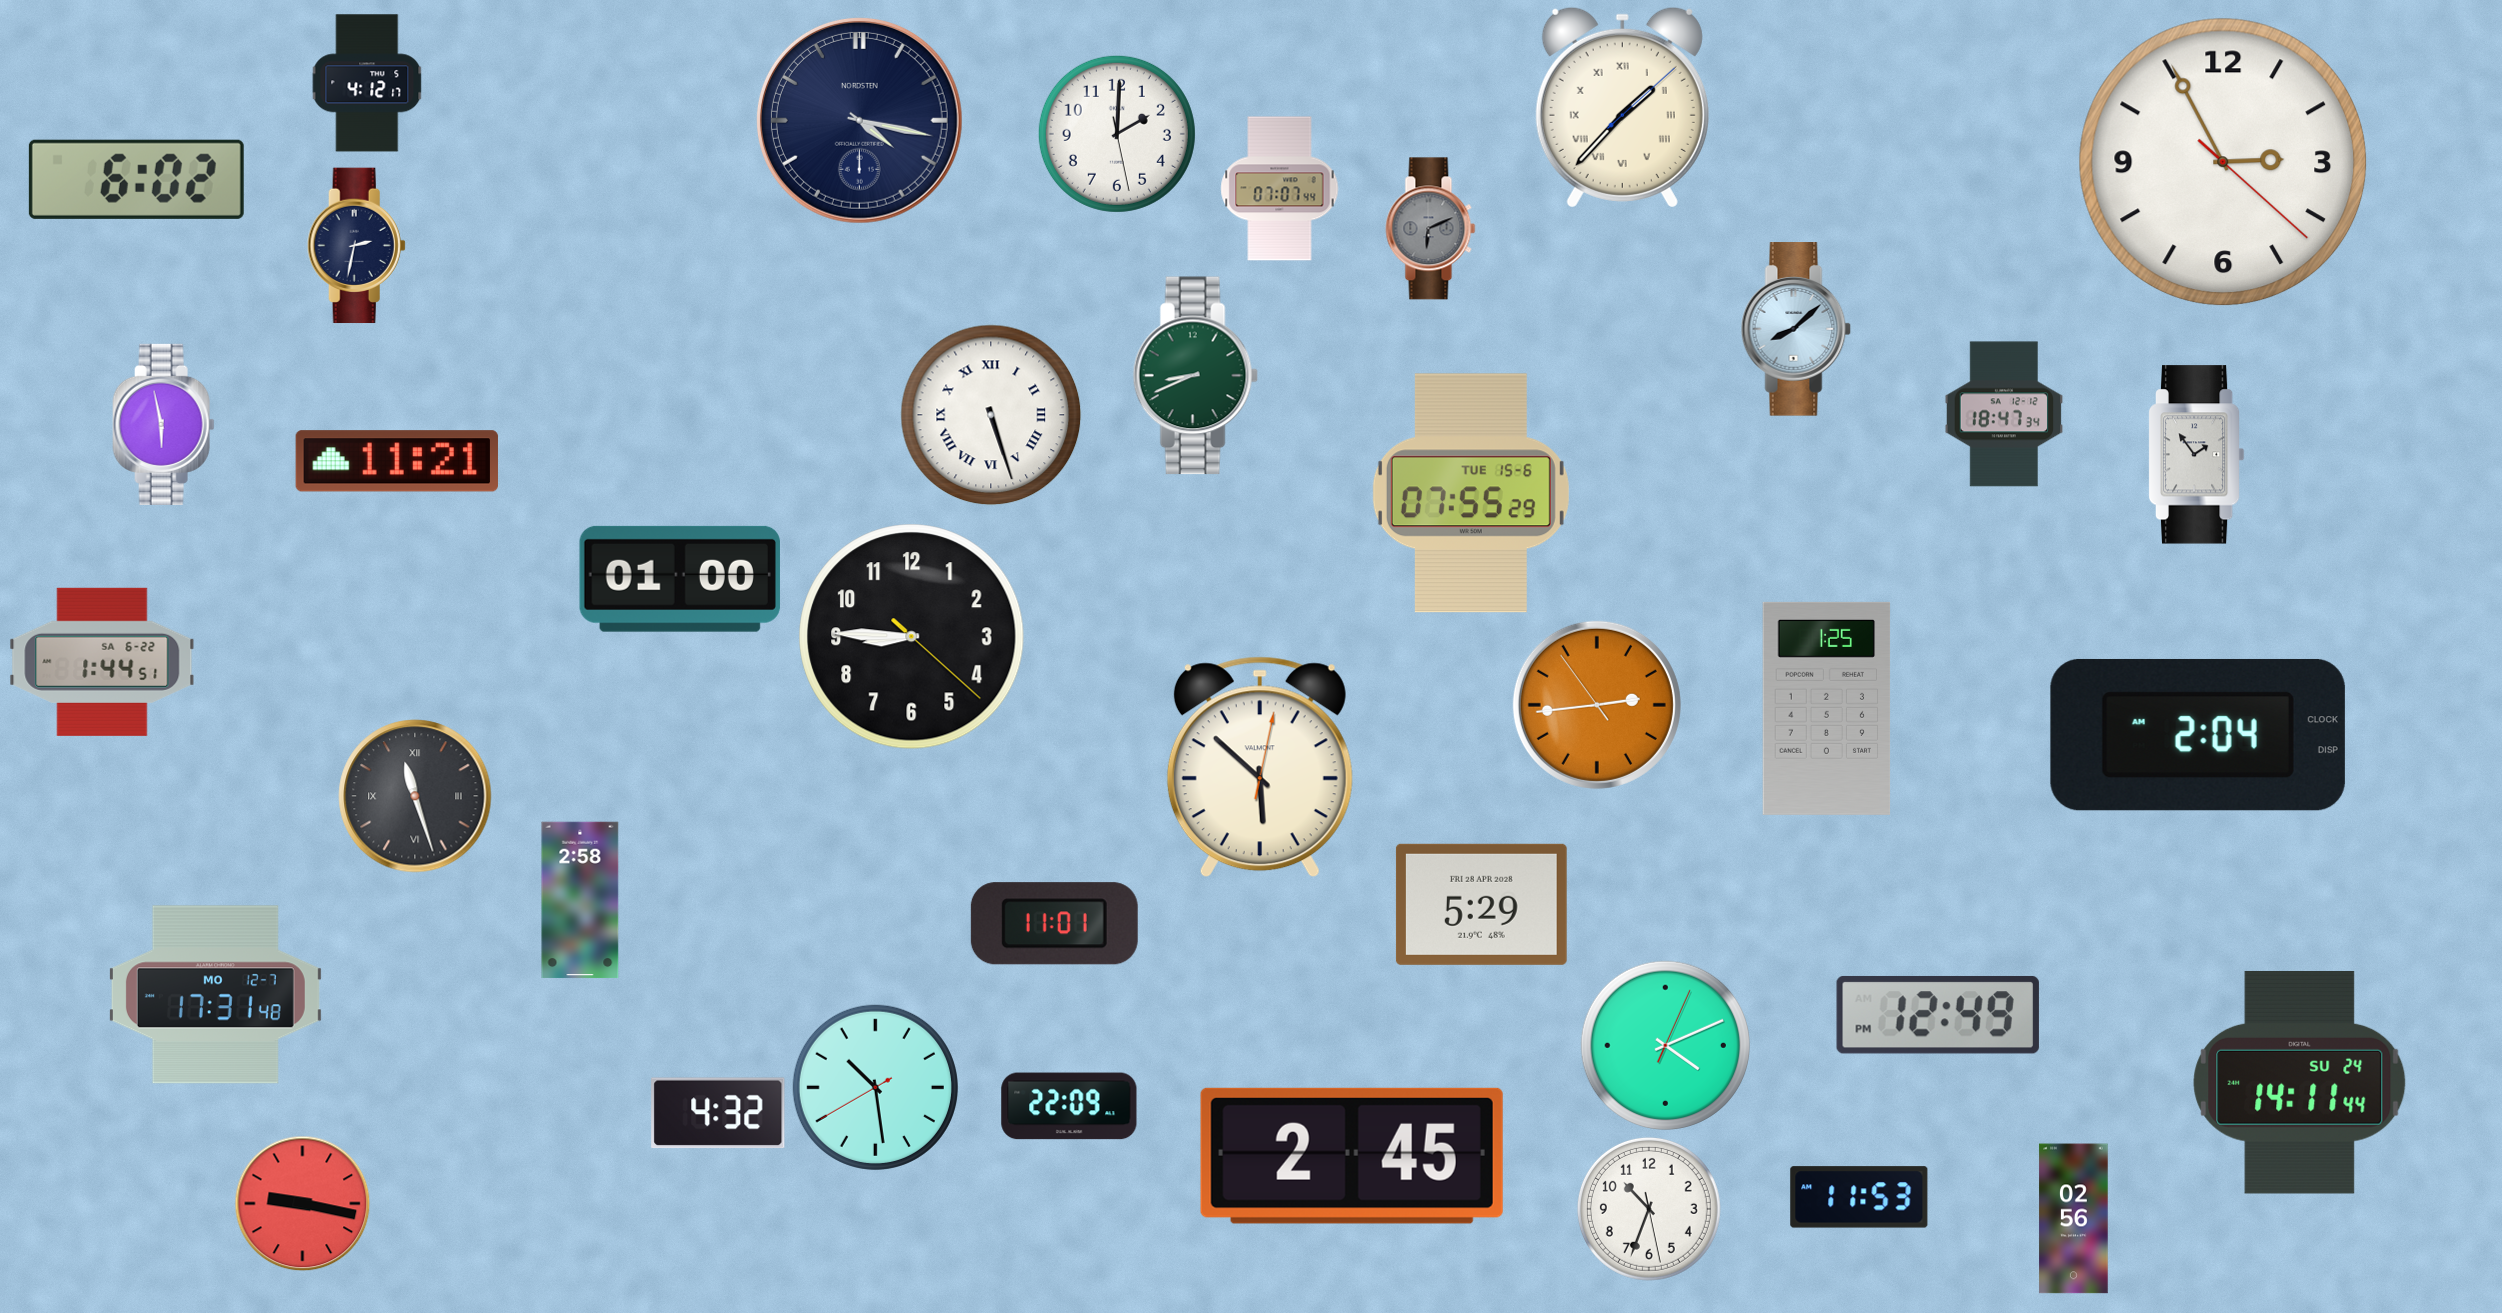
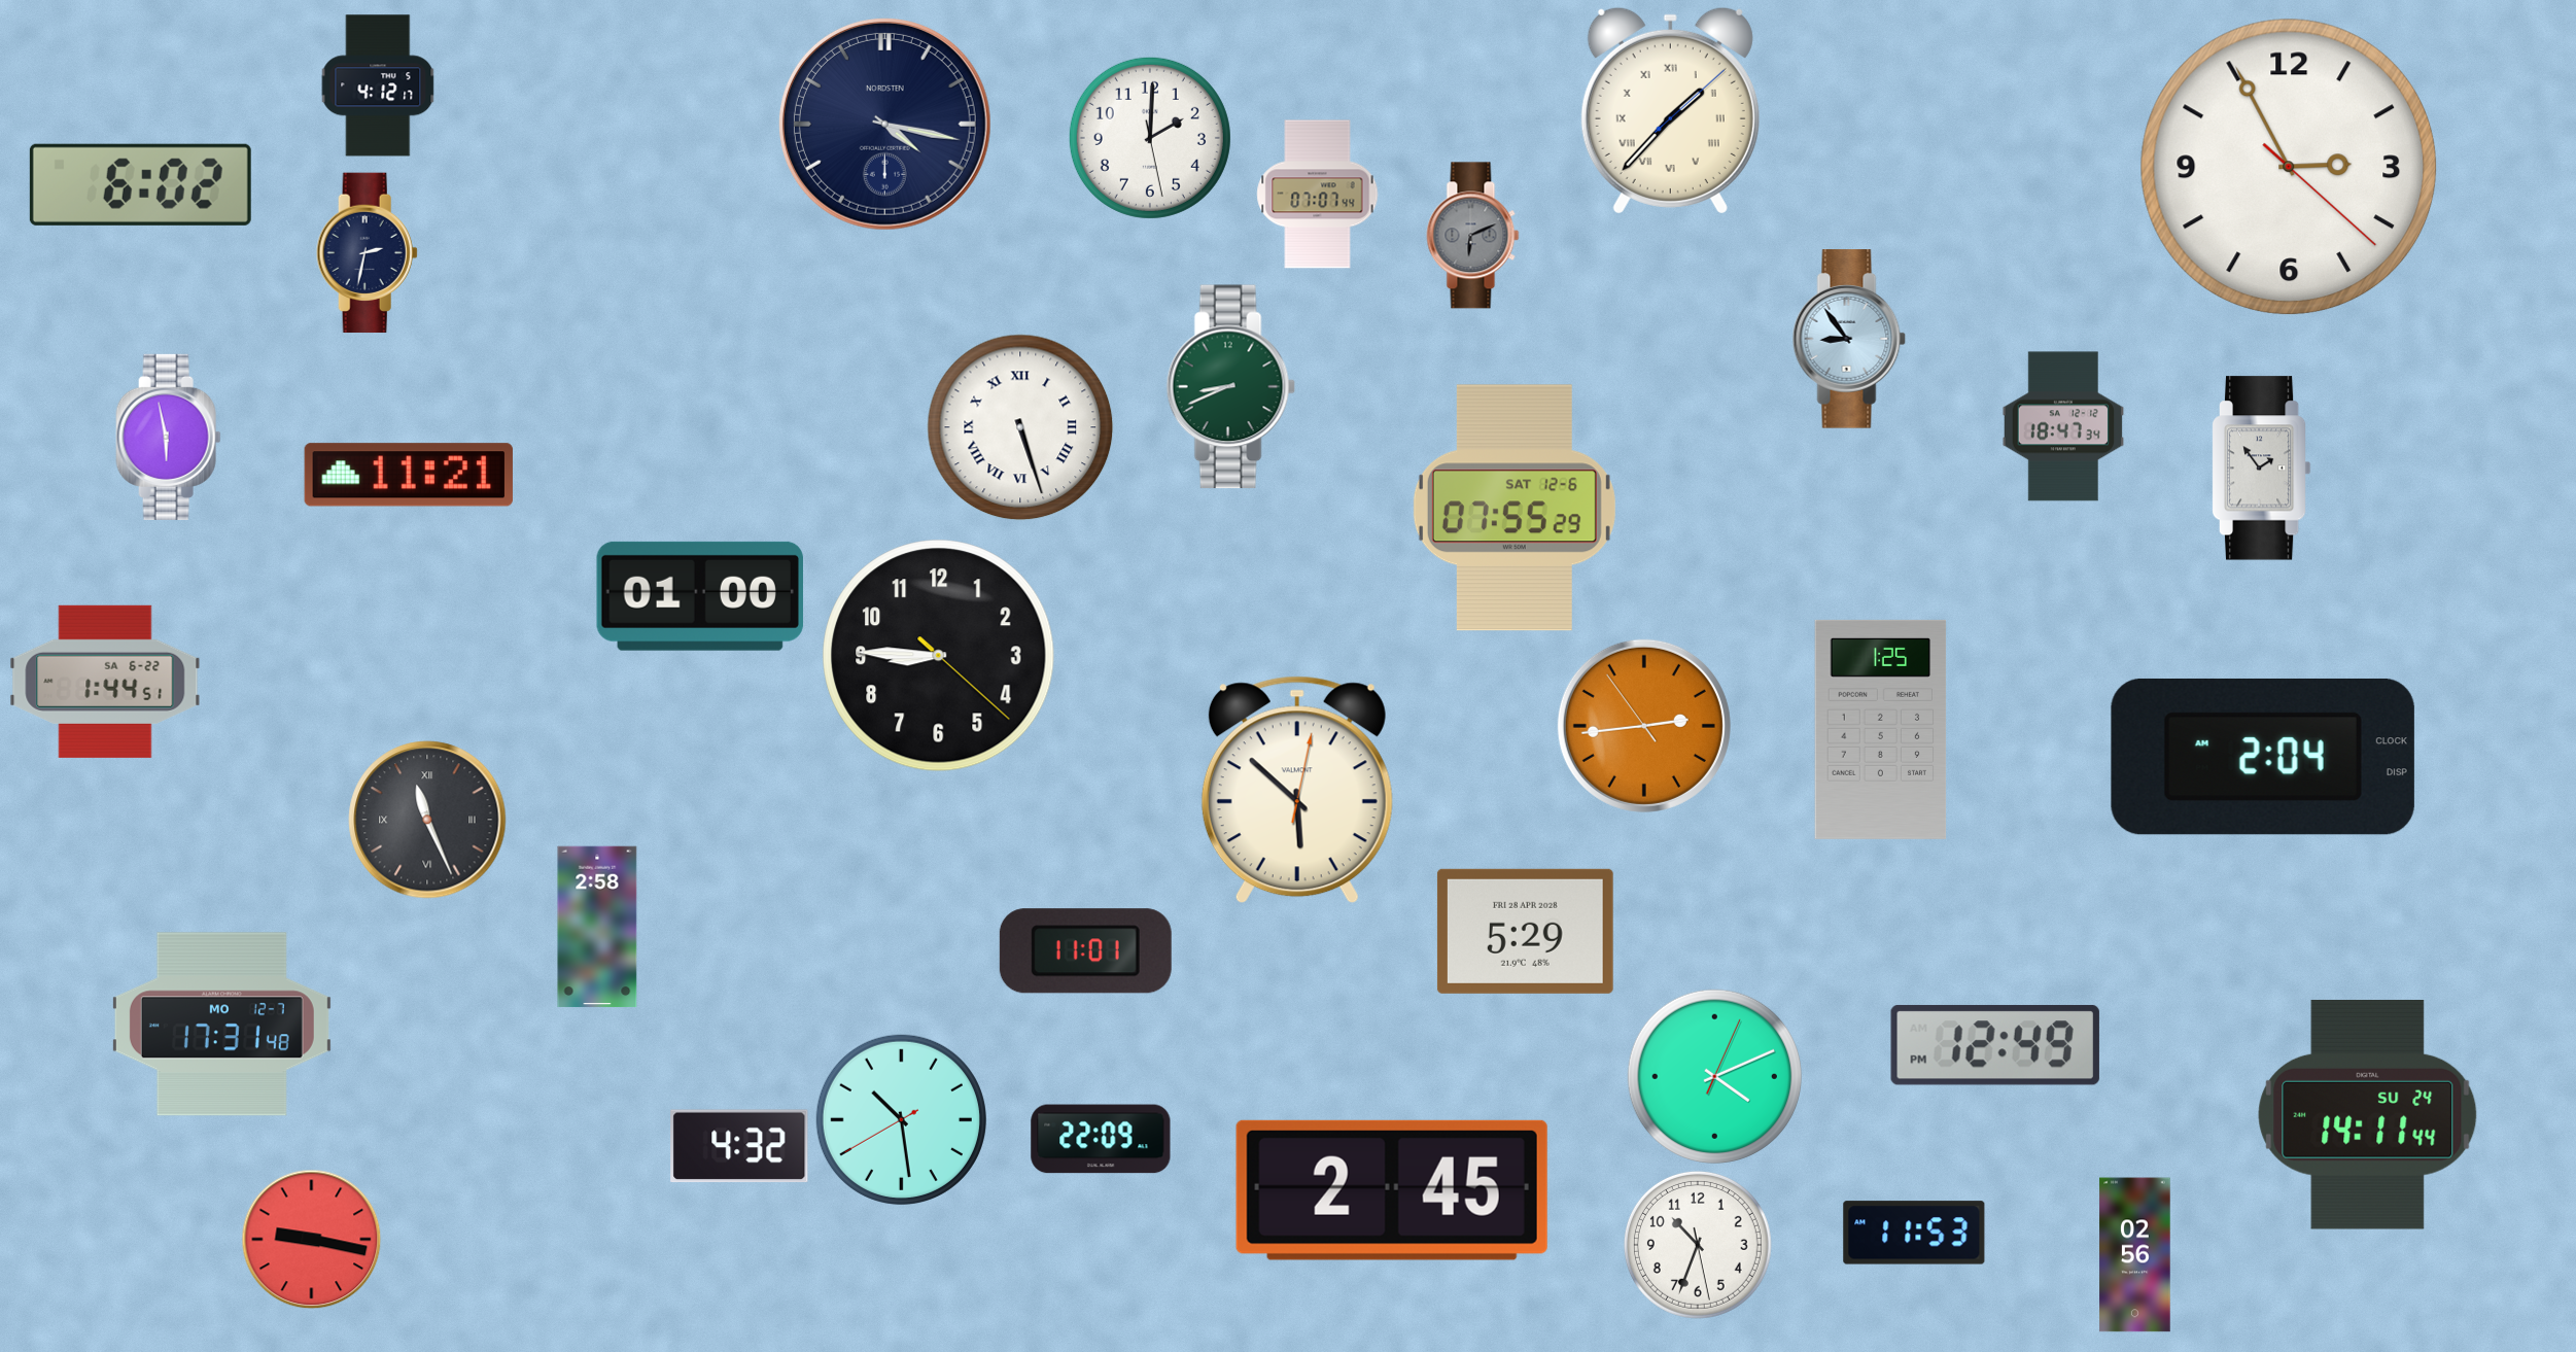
clock at (1796, 329): 8:08 -> 8:54
clock at (1471, 493) date: TUE 15-6 -> SAT 12-6
clock at (415, 796): 11:27 -> 11:26
